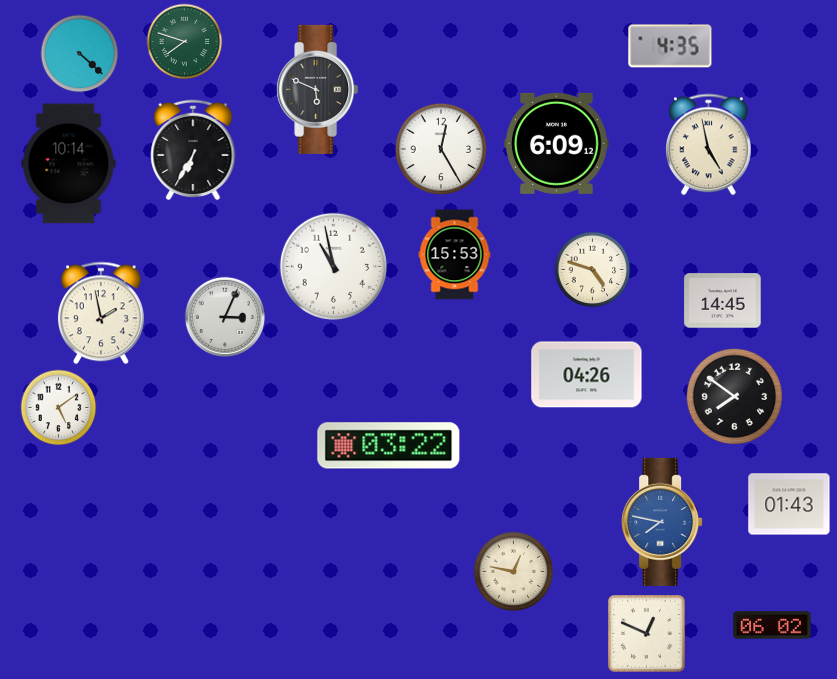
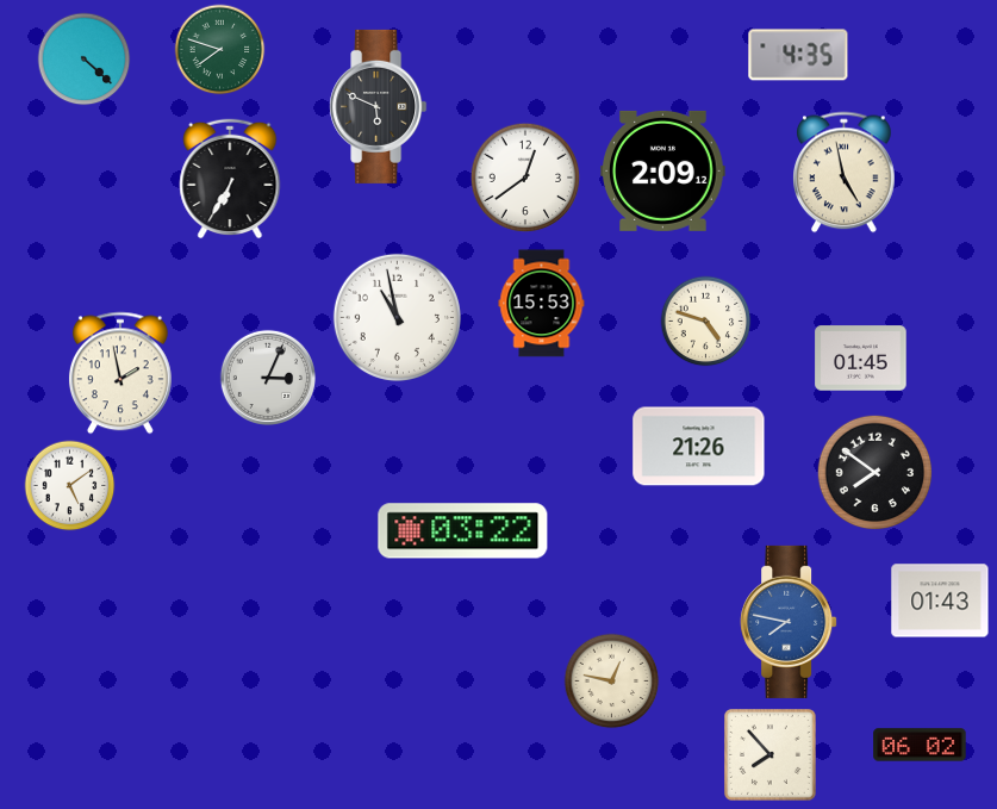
clock at (80, 54) position: (80, 54) -> (85, 60)
clock at (557, 143): 6:09 -> 2:09
clock at (441, 149): 12:25 -> 12:39
clock at (69, 164): 10:14 -> none
clock at (723, 301): 14:45 -> 01:45
clock at (587, 375): 04:26 -> 21:26
clock at (647, 634): 12:49 -> 7:53
